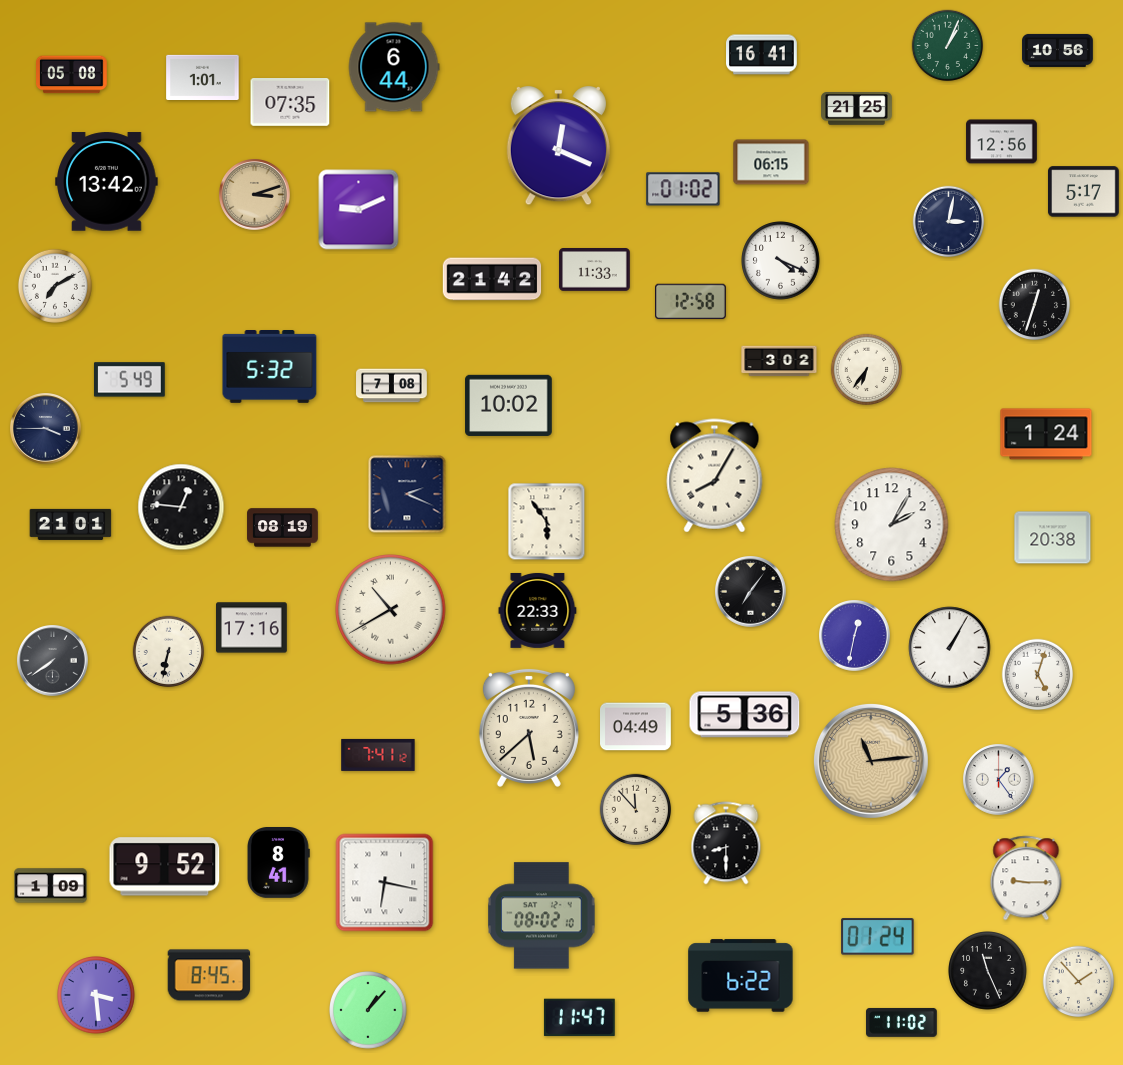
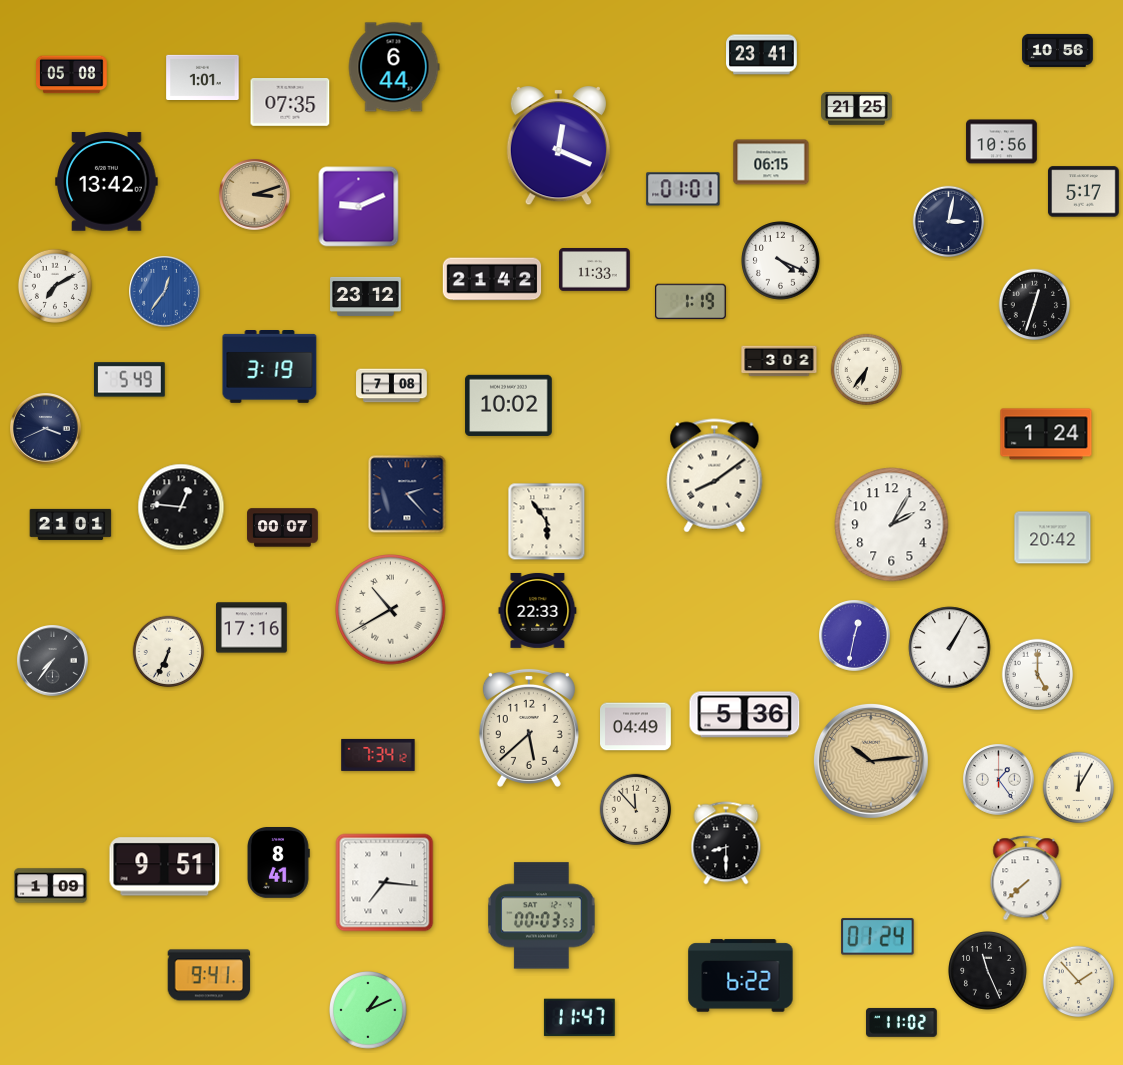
clock at (948, 46): 1:04 -> none
clock at (762, 55): 16:41 -> 23:41
clock at (1002, 142): 12:56 -> 10:56
clock at (683, 189): 01:02 -> 01:01
clock at (359, 210) position: (359, 210) -> (359, 207)
clock at (165, 292): none -> 12:36
clock at (366, 296): none -> 23:12
clock at (691, 302): 12:58 -> 1:19
clock at (270, 367): 5:32 -> 3:19
clock at (46, 429): 3:45 -> 3:41
clock at (715, 476): 8:05 -> 8:09
clock at (407, 494): 2:19 -> 2:23
clock at (283, 528): 08:19 -> 00:07
clock at (1053, 538): 20:38 -> 20:42
clock at (751, 592): 7:06 -> none
clock at (169, 652): 6:32 -> 6:34
clock at (53, 661): 7:39 -> 7:36
clock at (1038, 675): 5:03 -> 5:00
clock at (378, 755): 7:41 -> 7:34
clock at (871, 761): 11:14 -> 10:14
clock at (1079, 788): none -> 12:05
clock at (165, 867): 9:52 -> 9:51
clock at (1026, 878): 9:15 -> 7:38
clock at (385, 883): 6:17 -> 7:16
clock at (542, 916): 08:02 -> 00:03
clock at (209, 975): 8:45 -> 9:41
clock at (97, 996): 3:29 -> none
clock at (369, 1011): 1:07 -> 1:11
